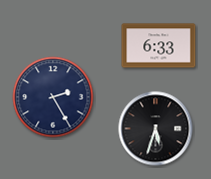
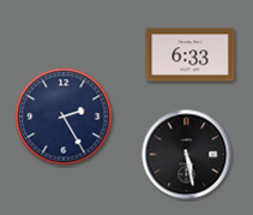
clock at (156, 129): 5:33 -> 5:28
